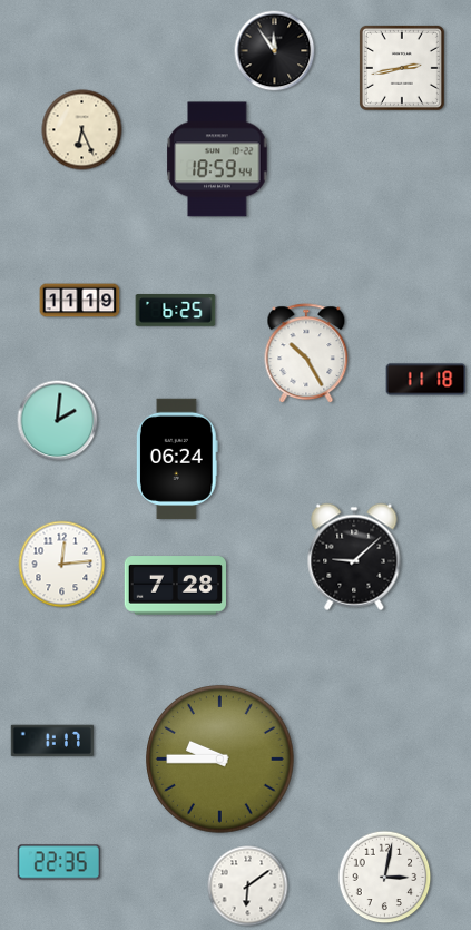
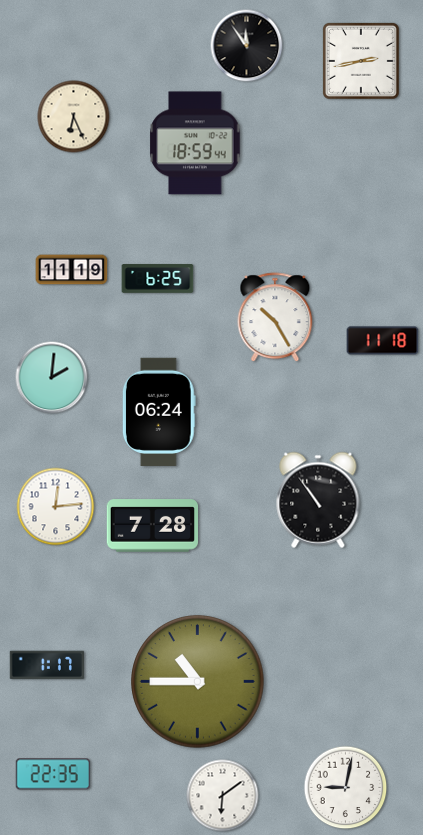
clock at (354, 557): 9:08 -> 10:54
clock at (175, 586) position: (175, 586) -> (152, 526)
clock at (220, 760): 9:45 -> 10:45
clock at (385, 878): 3:02 -> 9:02
